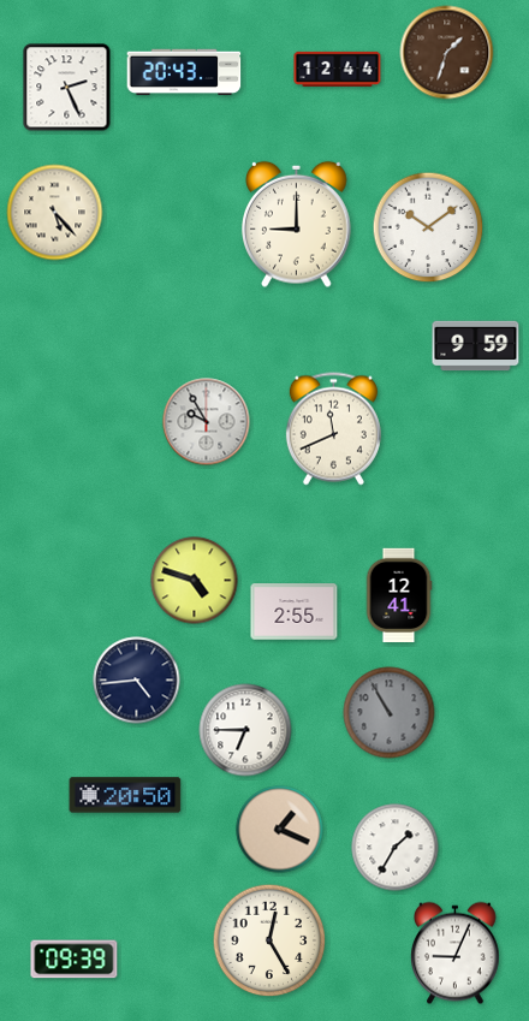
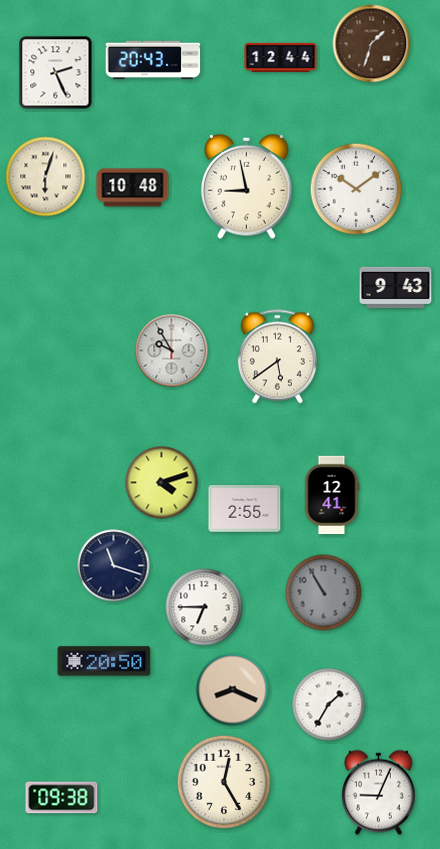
clock at (55, 213): 5:23 -> 6:03
clock at (297, 224): 9:00 -> 8:58
clock at (133, 188): none -> 10:48
clock at (476, 346): 9:59 -> 9:43
clock at (333, 429): 11:41 -> 5:39
clock at (195, 581): 4:48 -> 4:12
clock at (137, 681): 4:44 -> 11:18
clock at (280, 830): 1:19 -> 8:19
clock at (75, 960): 09:39 -> 09:38
